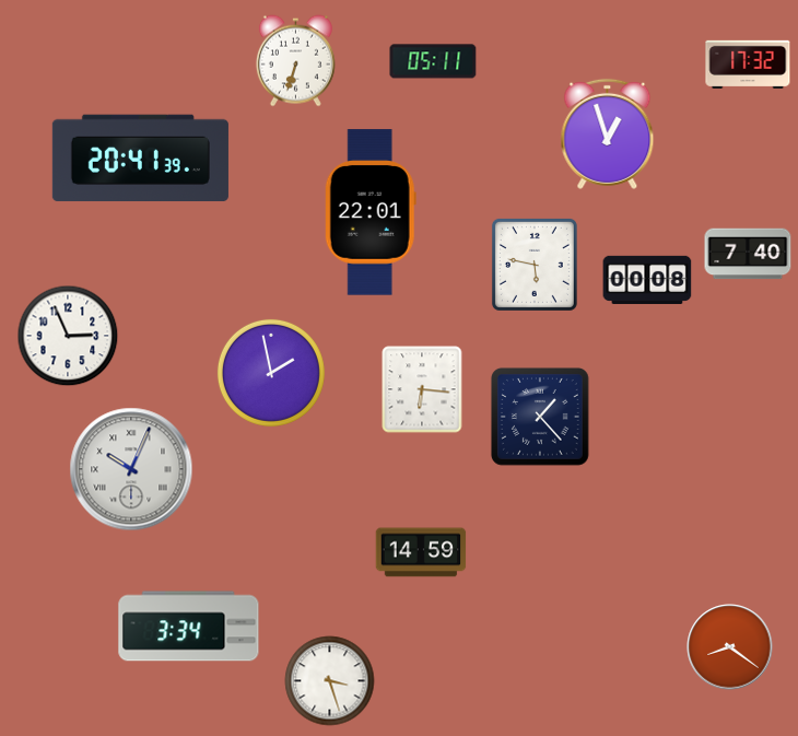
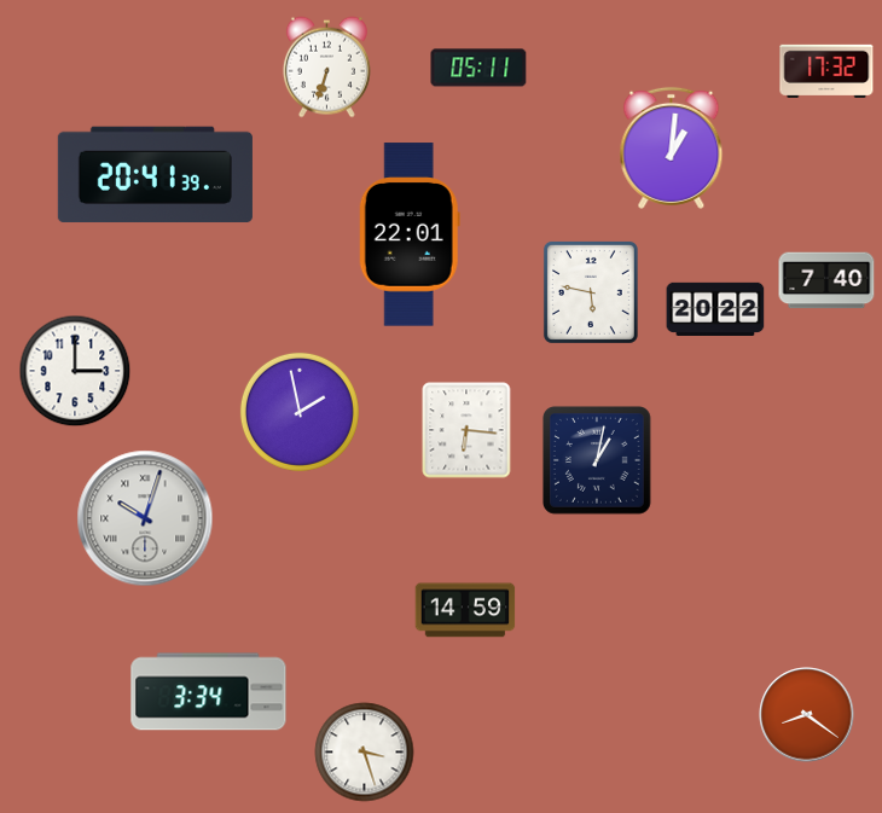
clock at (608, 133): 12:57 -> 1:01
clock at (647, 280): 00:08 -> 20:22
clock at (68, 336): 2:56 -> 3:00
clock at (540, 417): 1:23 -> 1:02
clock at (131, 469): 10:04 -> 10:03
